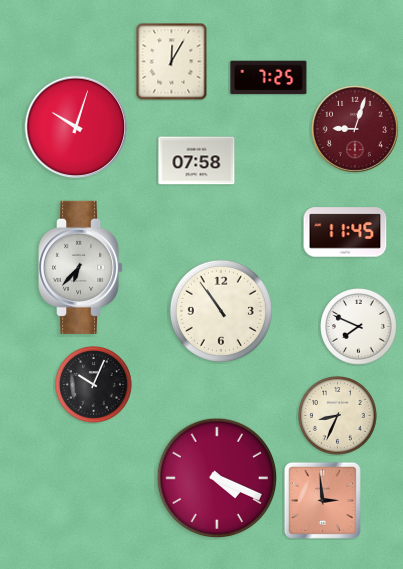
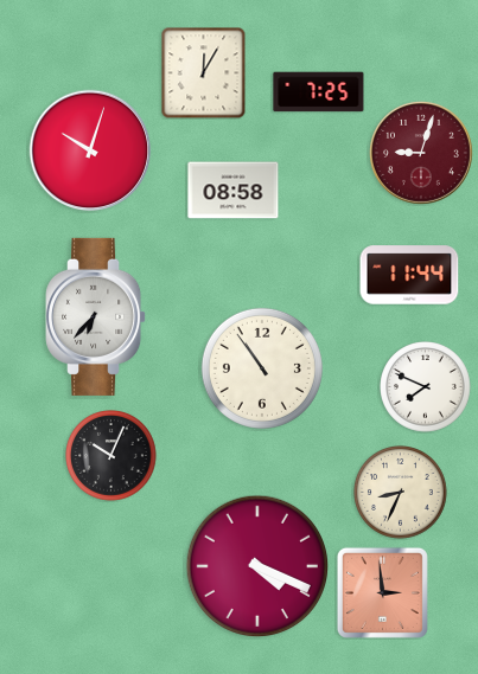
clock at (197, 161): 07:58 -> 08:58
clock at (345, 232): 11:45 -> 11:44
